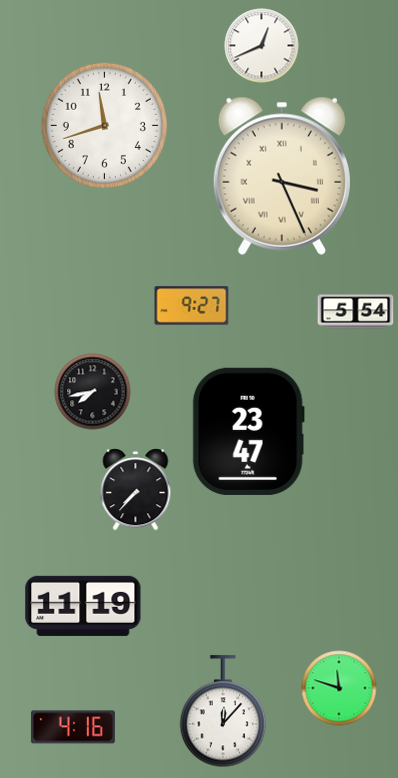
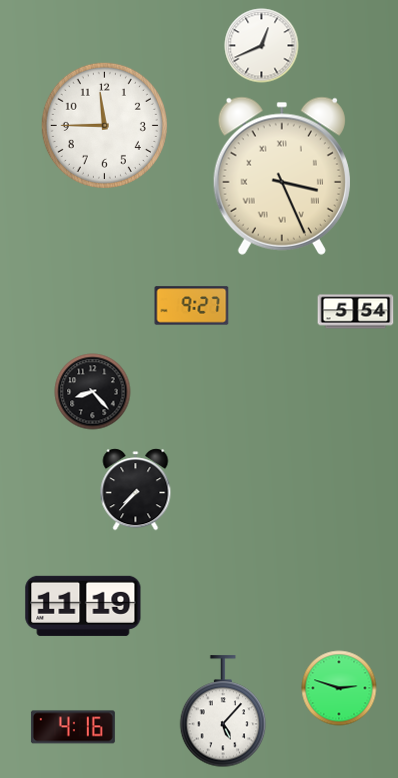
clock at (104, 125): 11:42 -> 11:45
clock at (93, 392): 7:43 -> 8:23
clock at (248, 431): 23:47 -> none
clock at (339, 688): 11:48 -> 2:48
clock at (223, 712): 12:07 -> 5:07
